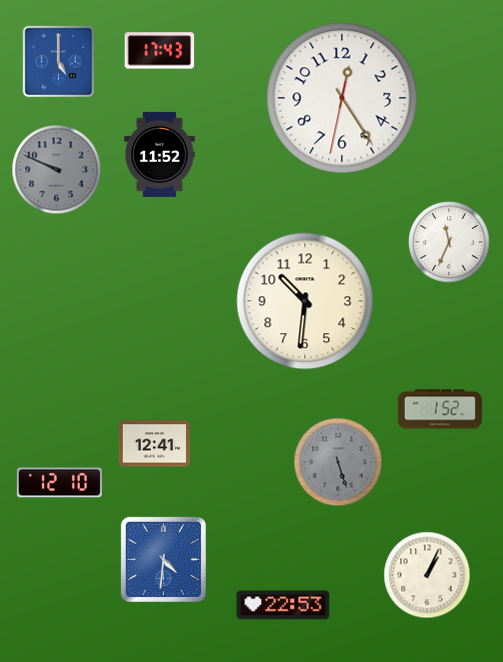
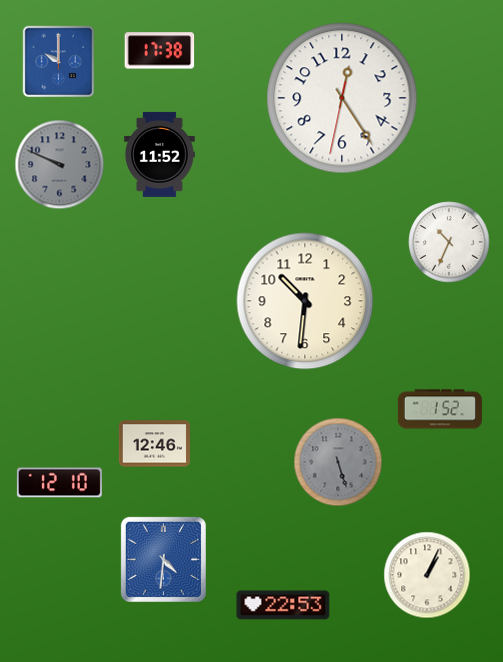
clock at (160, 51): 17:43 -> 17:38
clock at (59, 62): 5:00 -> 10:00
clock at (57, 170) position: (57, 170) -> (60, 165)
clock at (449, 242): 11:34 -> 10:34
clock at (154, 444): 12:41 -> 12:46
